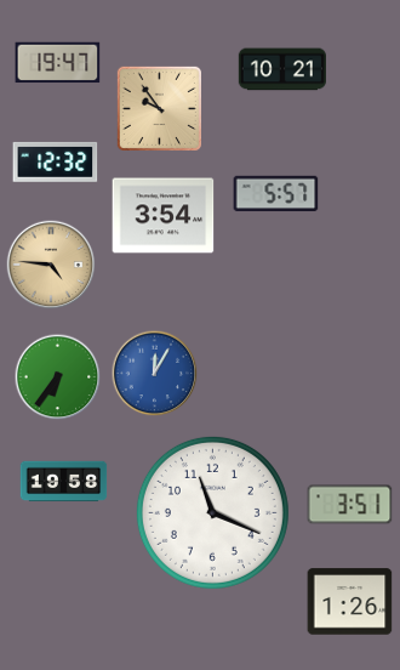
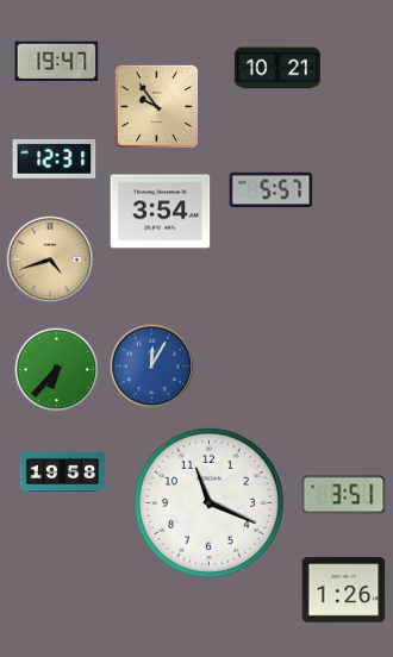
clock at (56, 161): 12:32 -> 12:31
clock at (51, 265): 4:46 -> 4:42
clock at (58, 377): 6:36 -> 6:37
